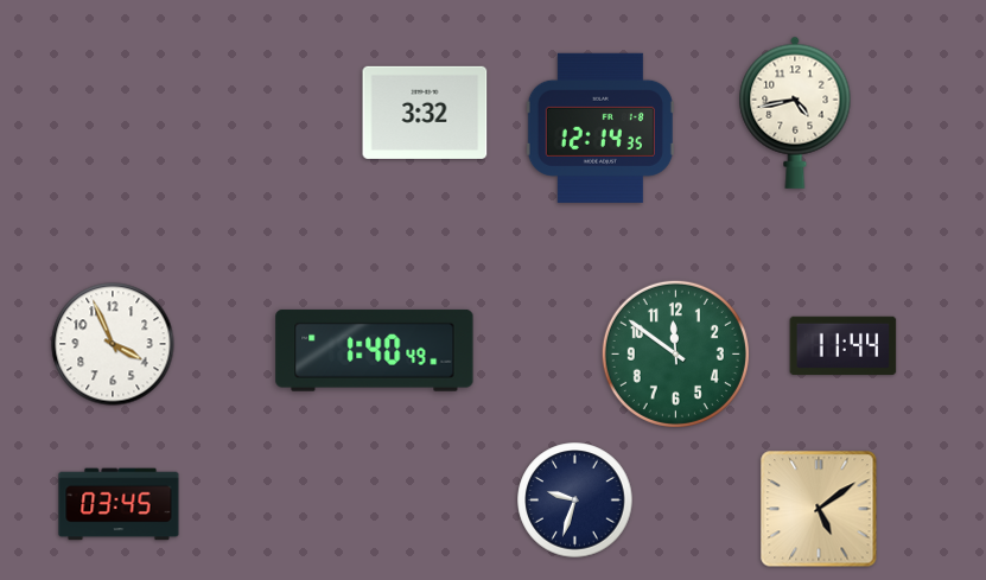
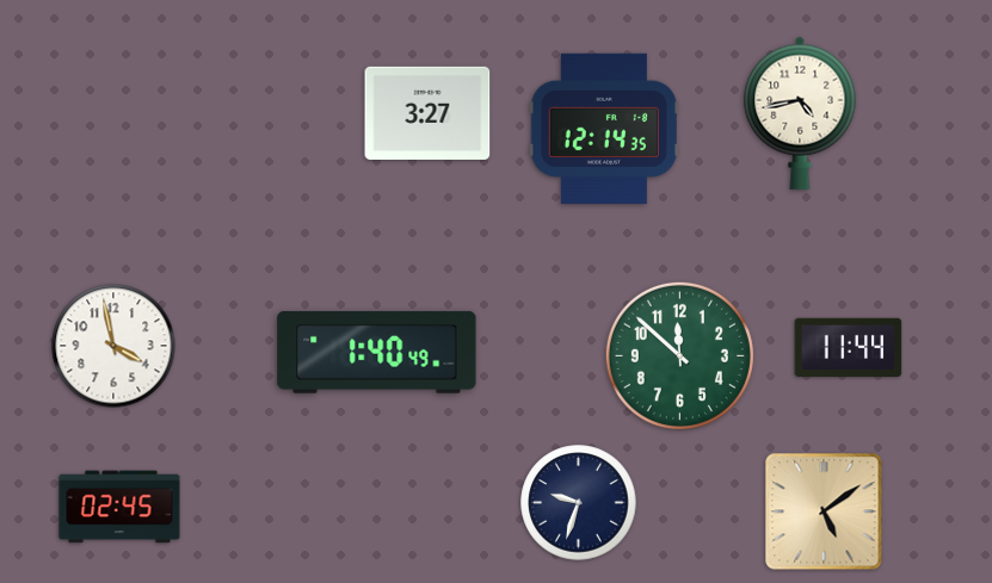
clock at (425, 113): 3:32 -> 3:27
clock at (113, 344): 3:56 -> 3:58
clock at (675, 353): 11:51 -> 11:52
clock at (119, 504): 03:45 -> 02:45
